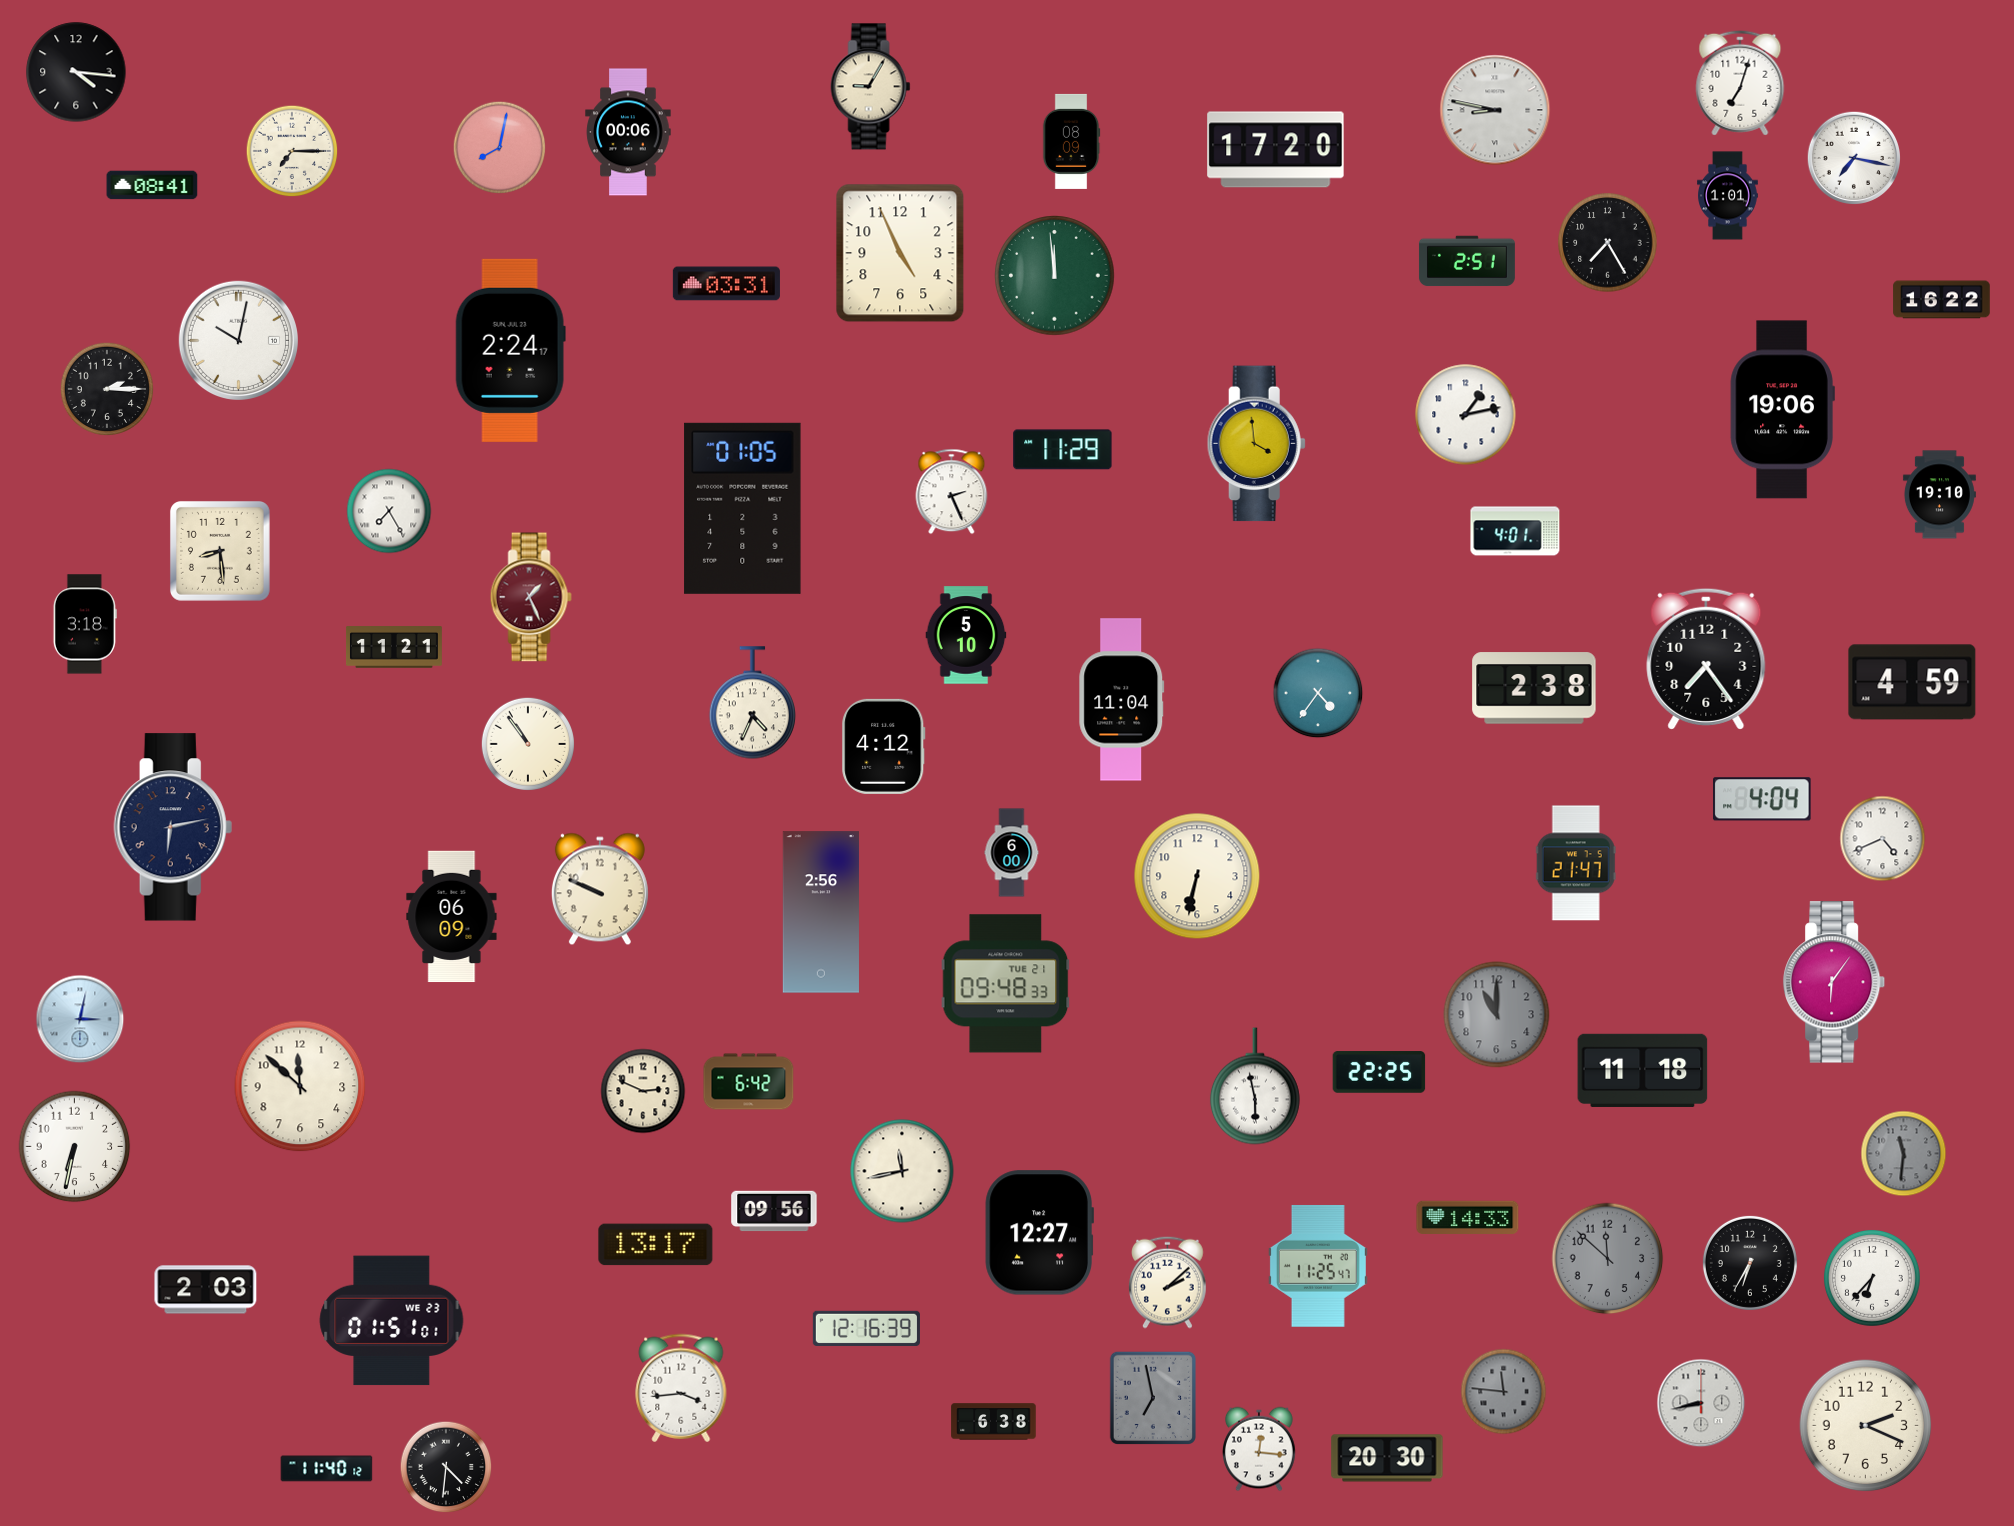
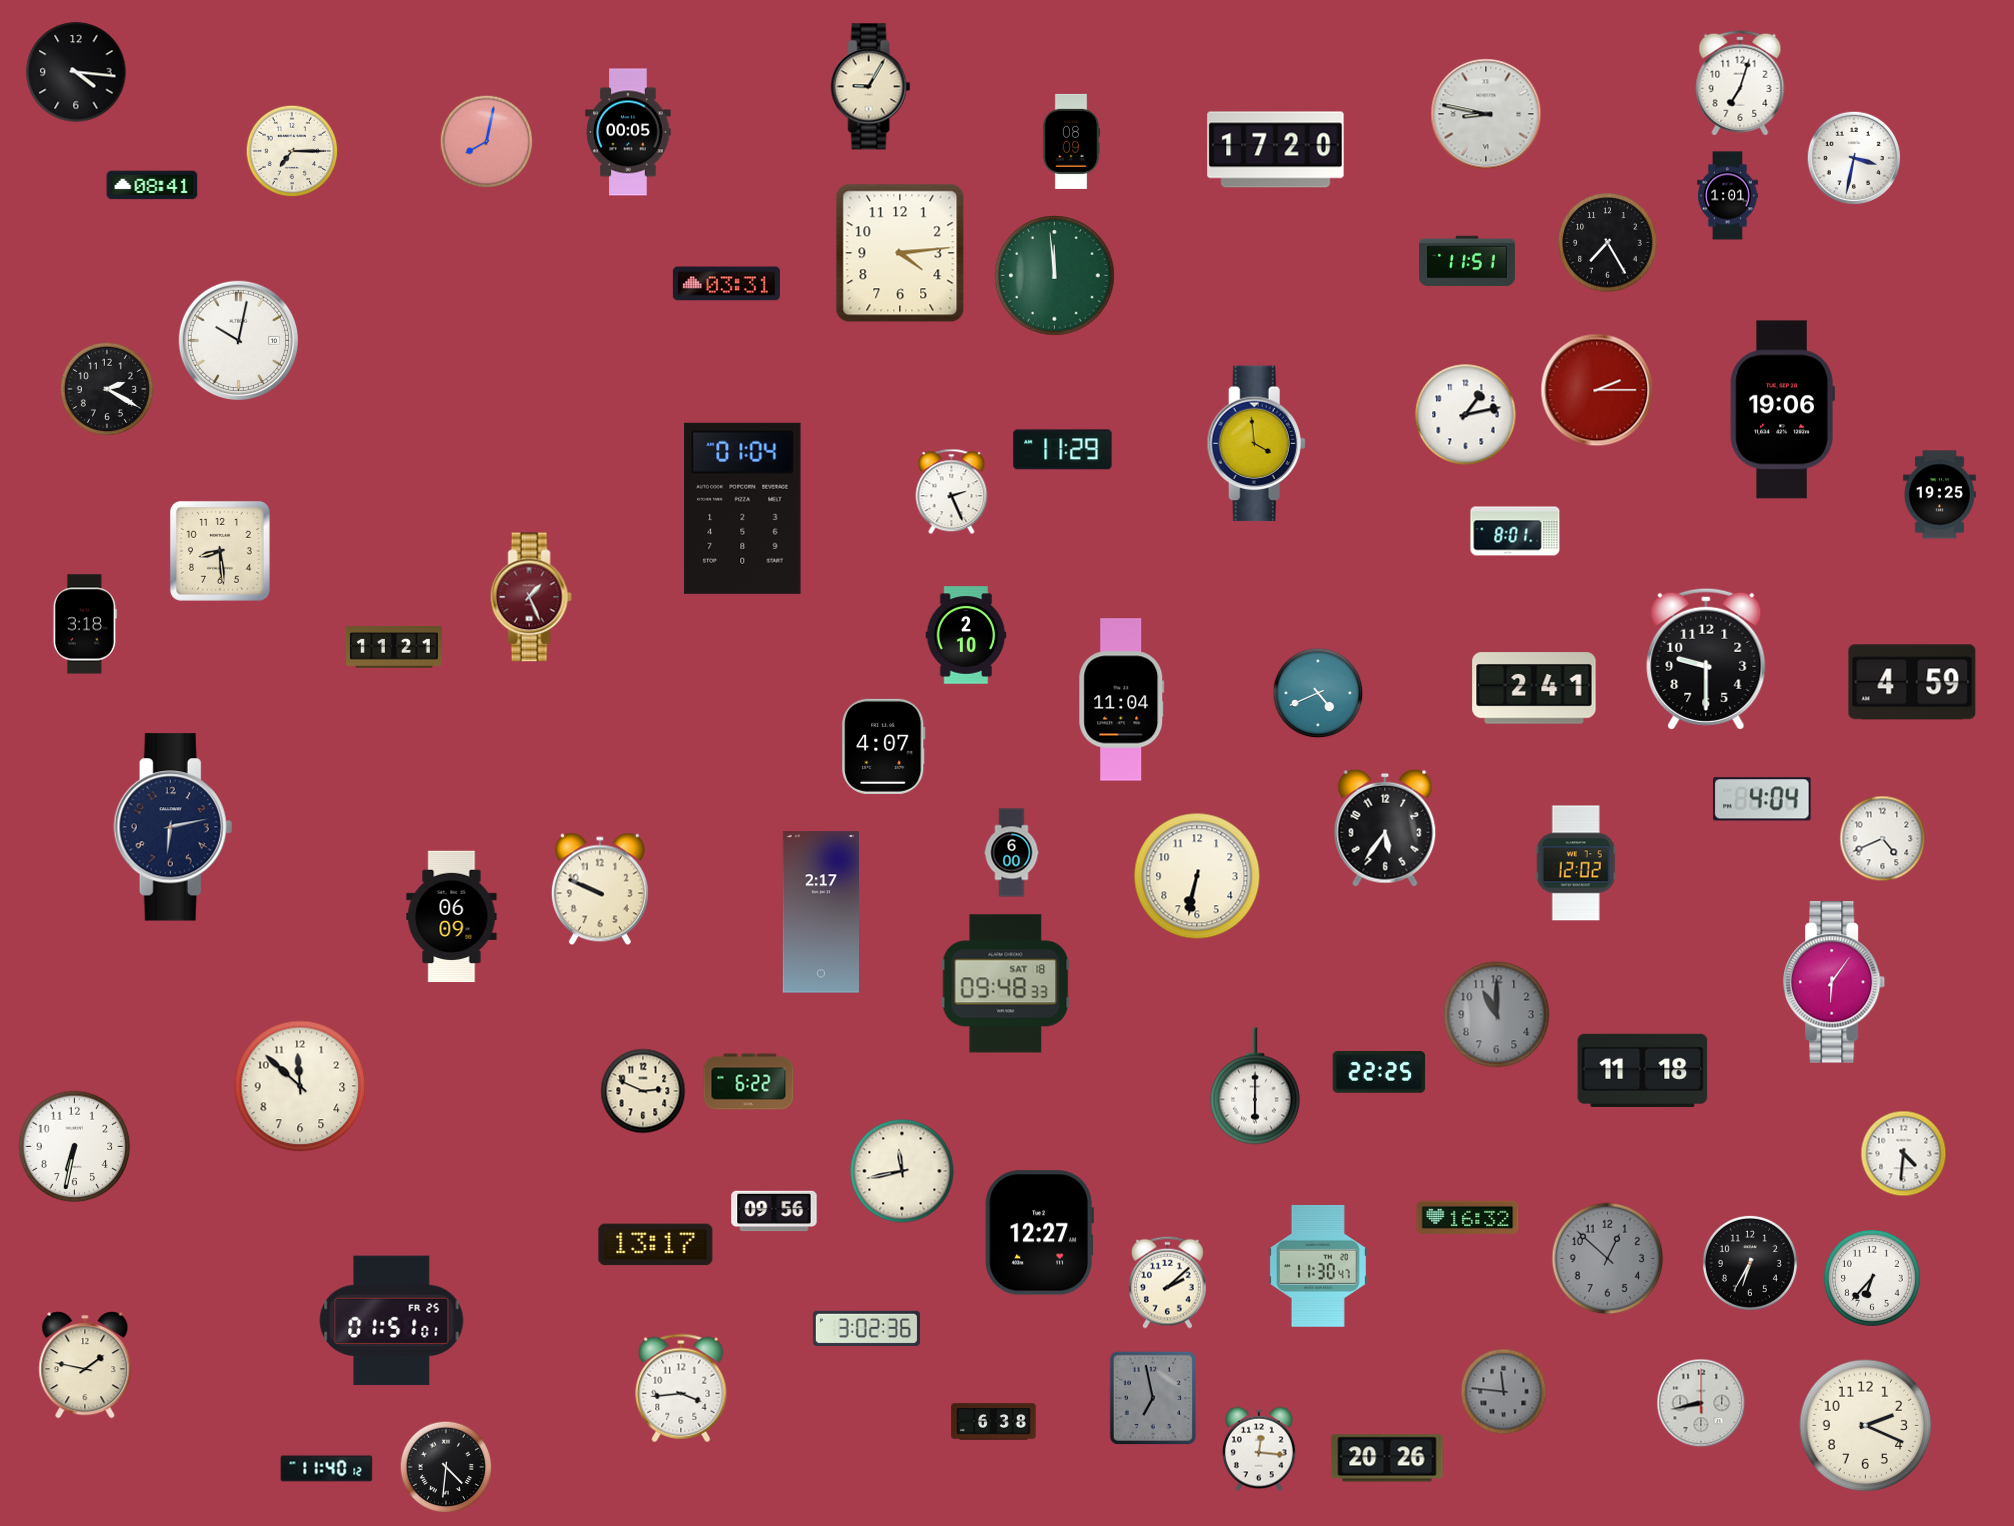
clock at (1495, 110) position: (1495, 110) -> (1486, 114)
clock at (628, 132): 00:06 -> 00:05
clock at (500, 148) position: (500, 148) -> (487, 142)
clock at (1854, 158): 7:17 -> 3:32
clock at (900, 253): 4:56 -> 4:14
clock at (1467, 261): 2:51 -> 11:51
clock at (1942, 300): 16:22 -> none
clock at (510, 350): 2:24 -> none
clock at (107, 389): 2:15 -> 2:20
clock at (1597, 390): none -> 2:15
clock at (1939, 495): 19:10 -> 19:25
clock at (743, 508): 01:05 -> 01:04
clock at (389, 511): 7:25 -> none
clock at (1515, 531): 4:01 -> 8:01
clock at (966, 635): 5:10 -> 2:10
clock at (1706, 659): 7:24 -> 9:30
clock at (1534, 688): 2:38 -> 2:41
clock at (1318, 693): 4:36 -> 4:41
clock at (752, 703): 4:34 -> none
clock at (528, 744): 10:54 -> none
clock at (884, 746): 4:12 -> 4:07
clock at (1385, 828): none -> 5:36
clock at (1576, 863): 21:47 -> 12:02
clock at (821, 912): 2:56 -> 2:17
clock at (1006, 984) date: TUE 21 -> SAT 18
clock at (80, 1019): 3:02 -> none
clock at (749, 1082): 6:42 -> 6:22
clock at (1255, 1086): 5:58 -> 6:00
clock at (1904, 1154): 11:31 -> 4:31
clock at (1904, 1154) dial: grey -> white
clock at (1468, 1217): 14:33 -> 16:32
clock at (1608, 1259): 11:52 -> 12:52
clock at (1318, 1266): 11:25 -> 11:30
clock at (206, 1290): 2:03 -> none
clock at (392, 1321) date: WE 23 -> FR 25
clock at (866, 1328): 12:16 -> 3:02
clock at (85, 1365): none -> 1:47
clock at (1387, 1458): 20:30 -> 20:26
